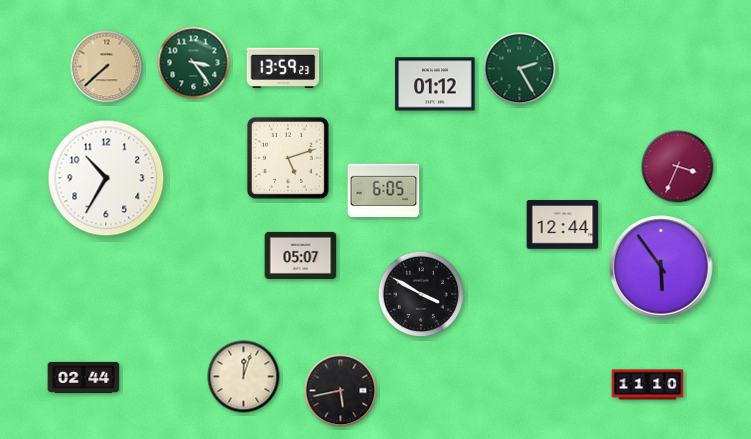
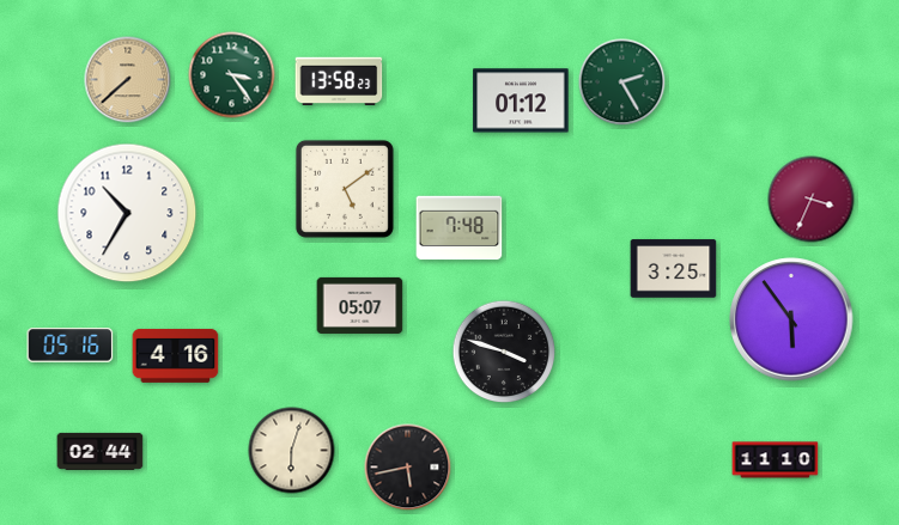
clock at (283, 68): 13:59 -> 13:58
clock at (288, 158): 5:12 -> 5:09
clock at (384, 191): 6:05 -> 7:48
clock at (563, 225): 12:44 -> 3:25
clock at (71, 346): none -> 05:16
clock at (421, 294): 3:50 -> 3:48
clock at (176, 355): none -> 4:16
clock at (244, 377): 12:03 -> 6:03
